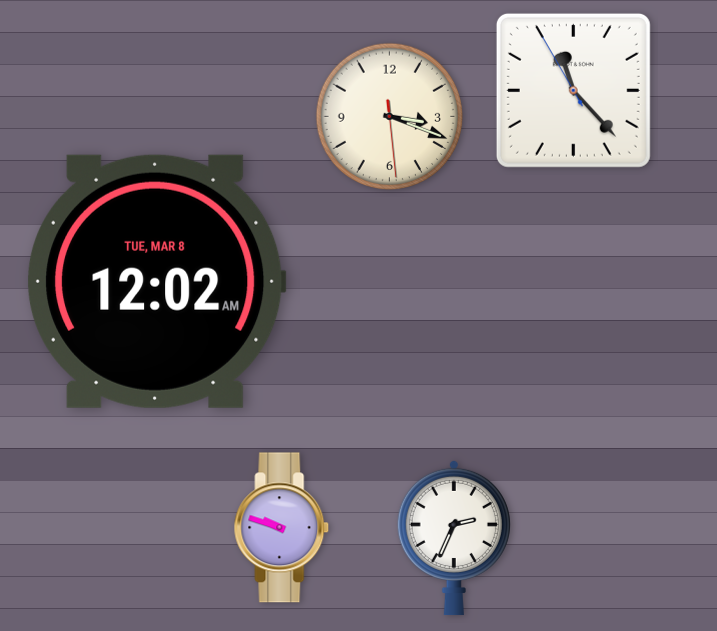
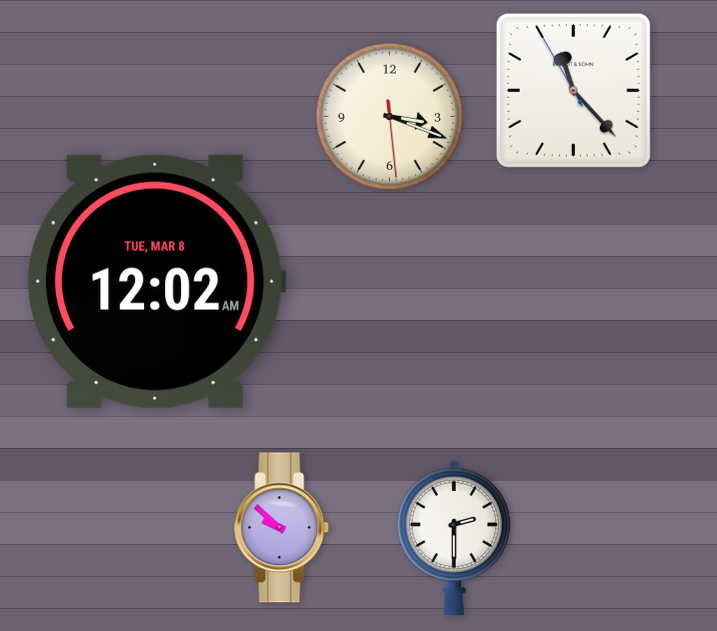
clock at (282, 528): 9:48 -> 9:52
clock at (454, 538): 2:34 -> 2:30
